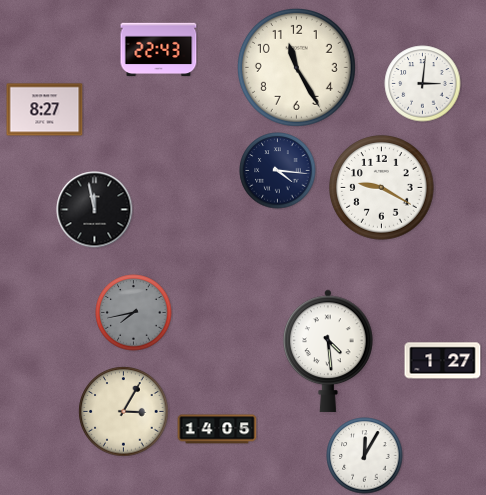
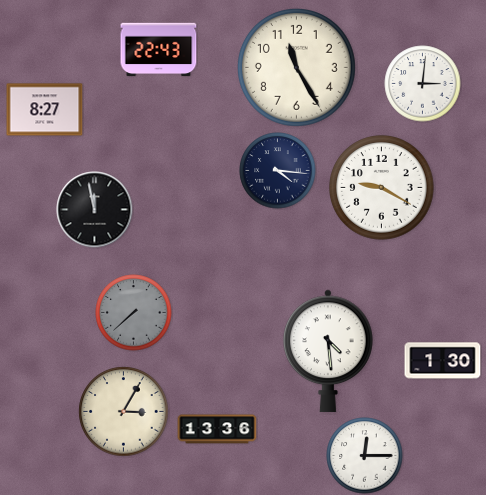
clock at (134, 313): 7:43 -> 7:38
clock at (443, 361): 1:27 -> 1:30
clock at (217, 429): 14:05 -> 13:36
clock at (365, 456): 12:05 -> 12:15
